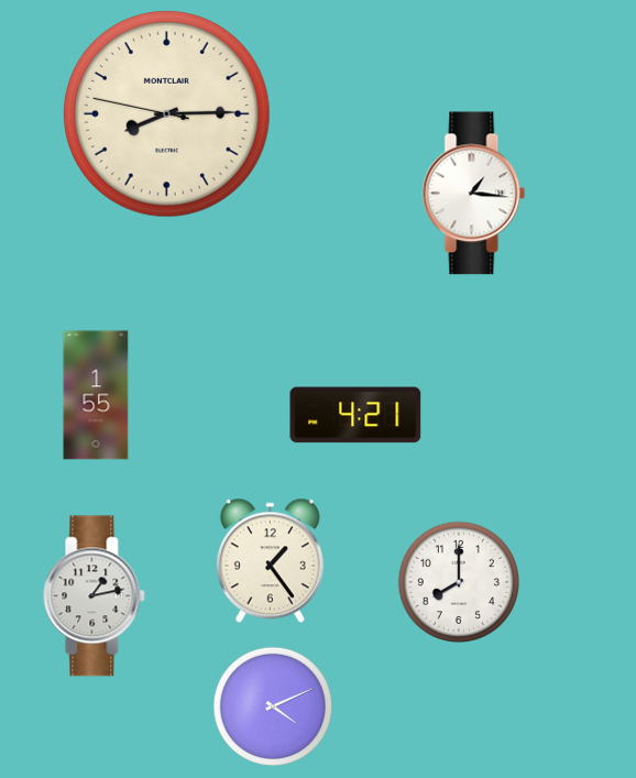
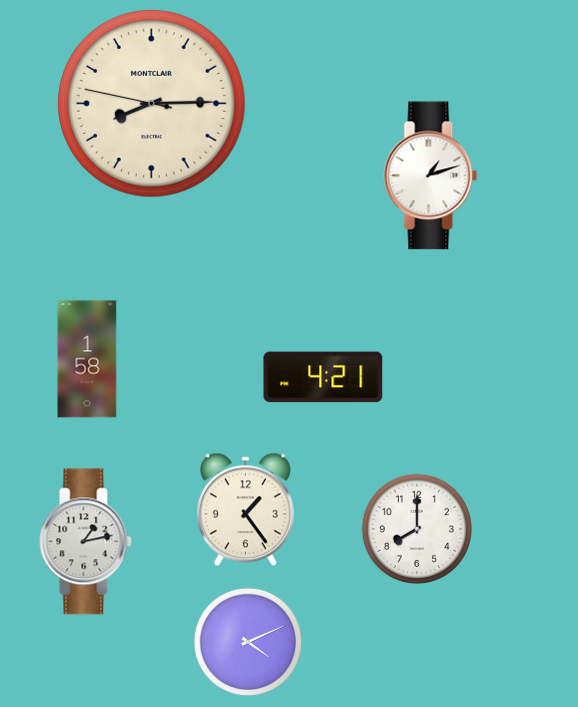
clock at (474, 194): 1:16 -> 1:12
clock at (96, 395): 1:55 -> 1:58
